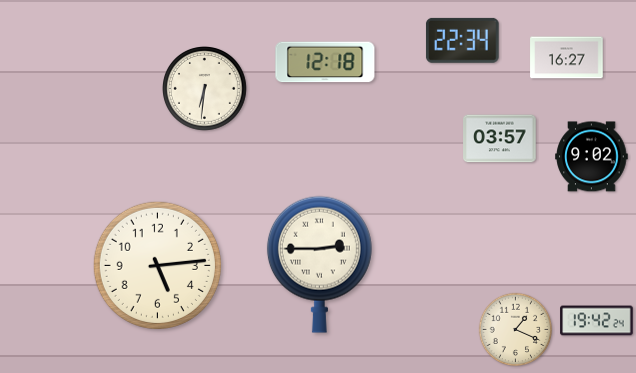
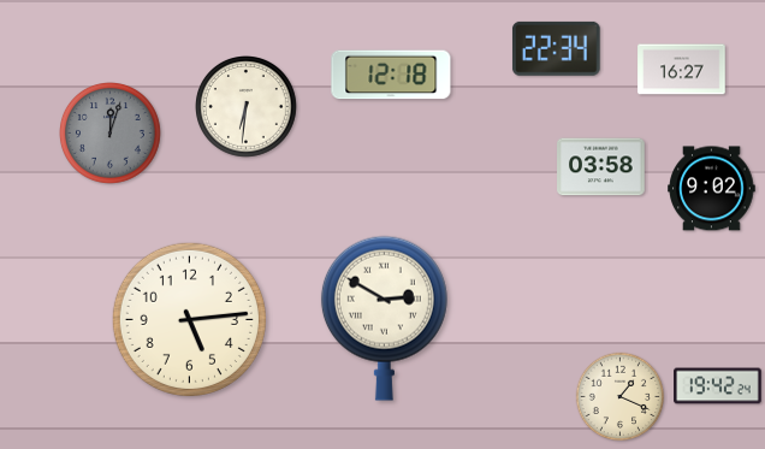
clock at (111, 134): none -> 12:03
clock at (500, 139): 03:57 -> 03:58
clock at (319, 264): 2:45 -> 2:50
